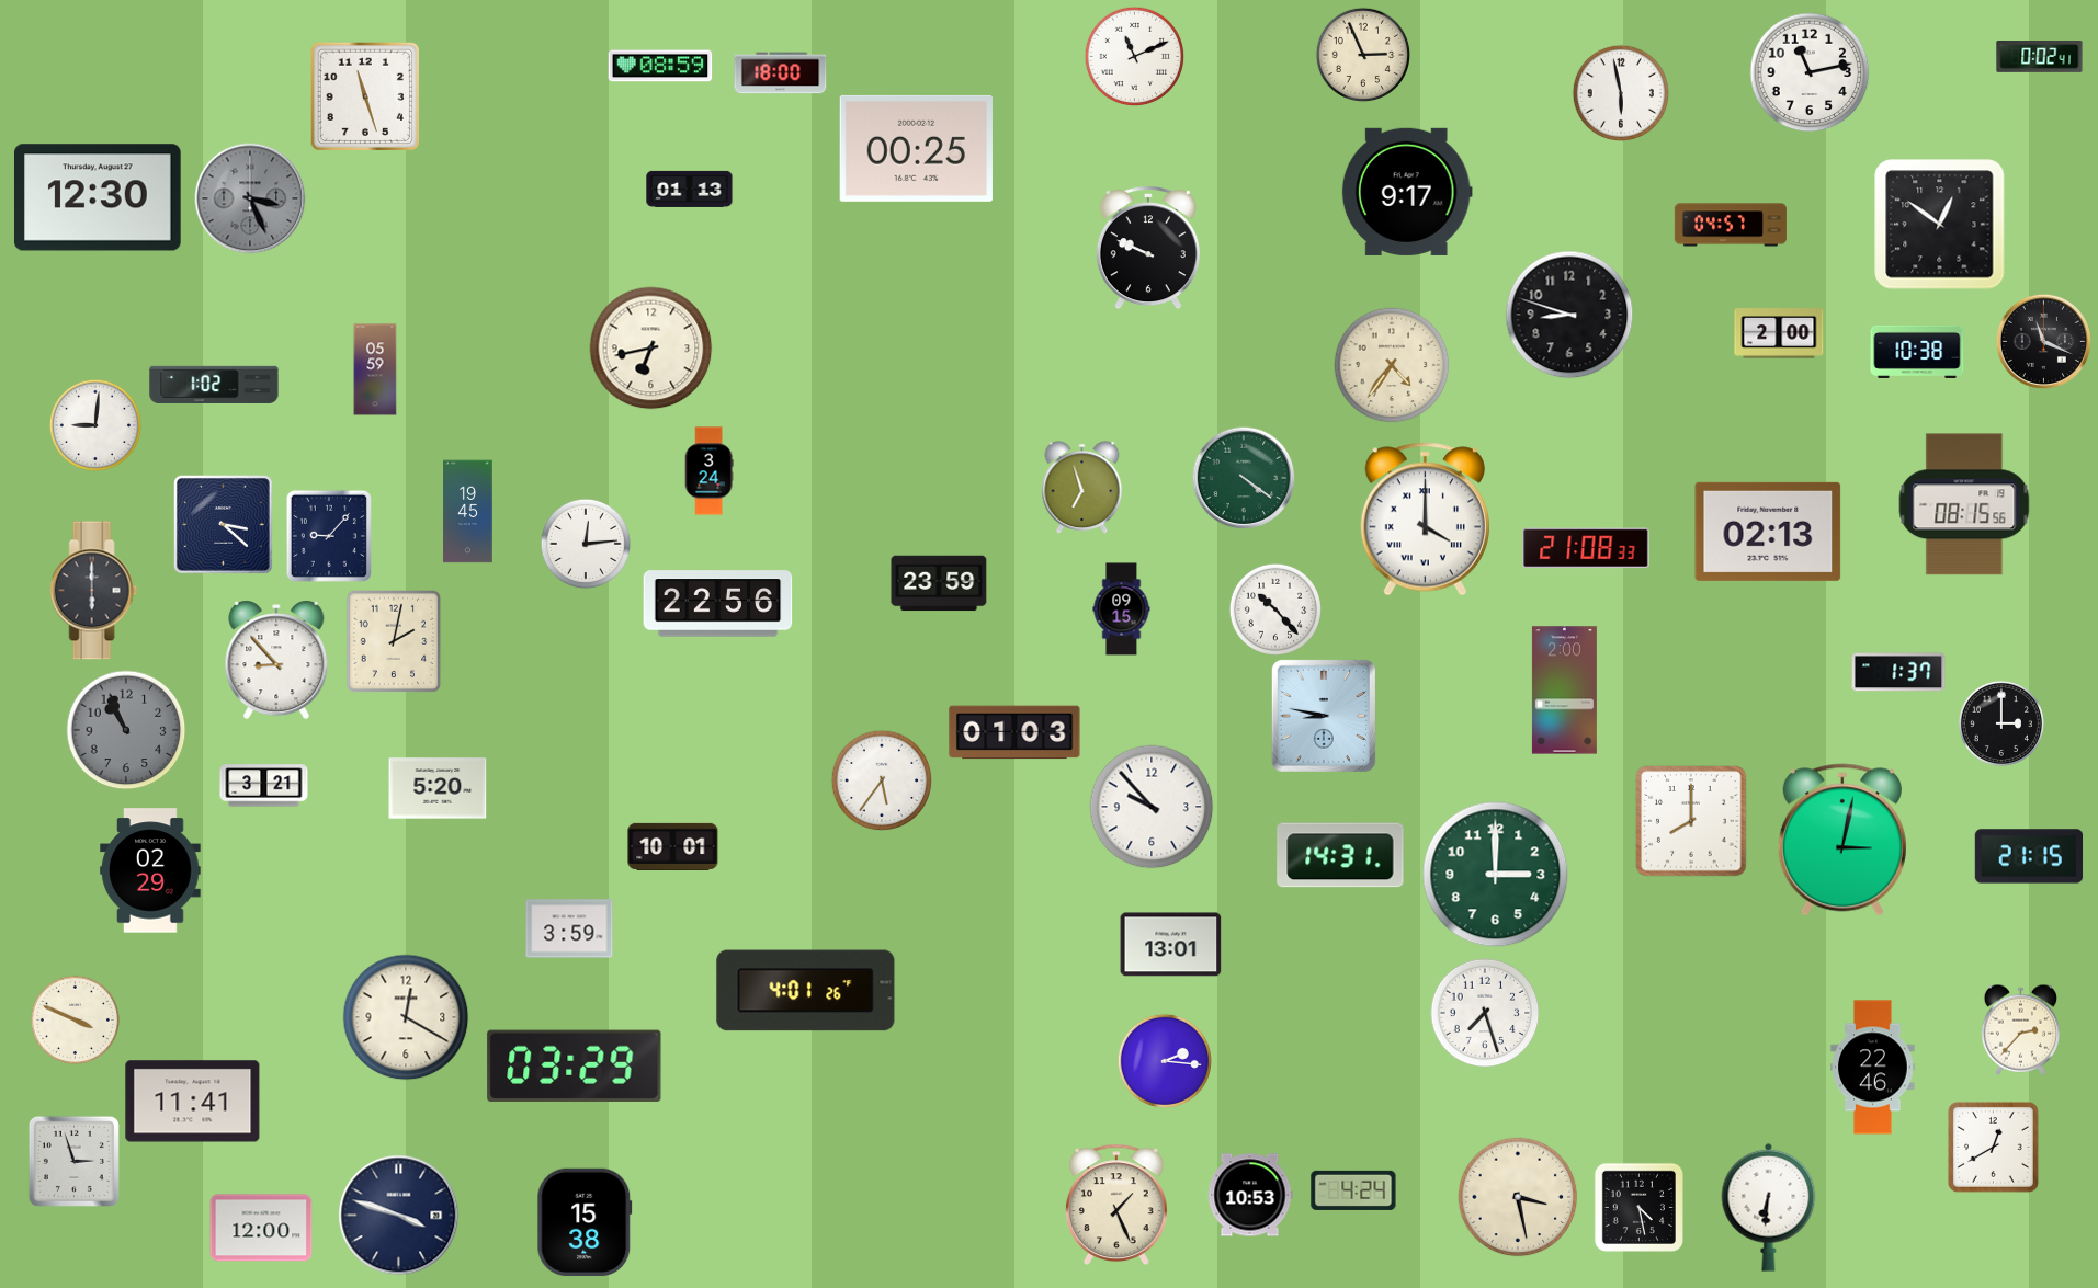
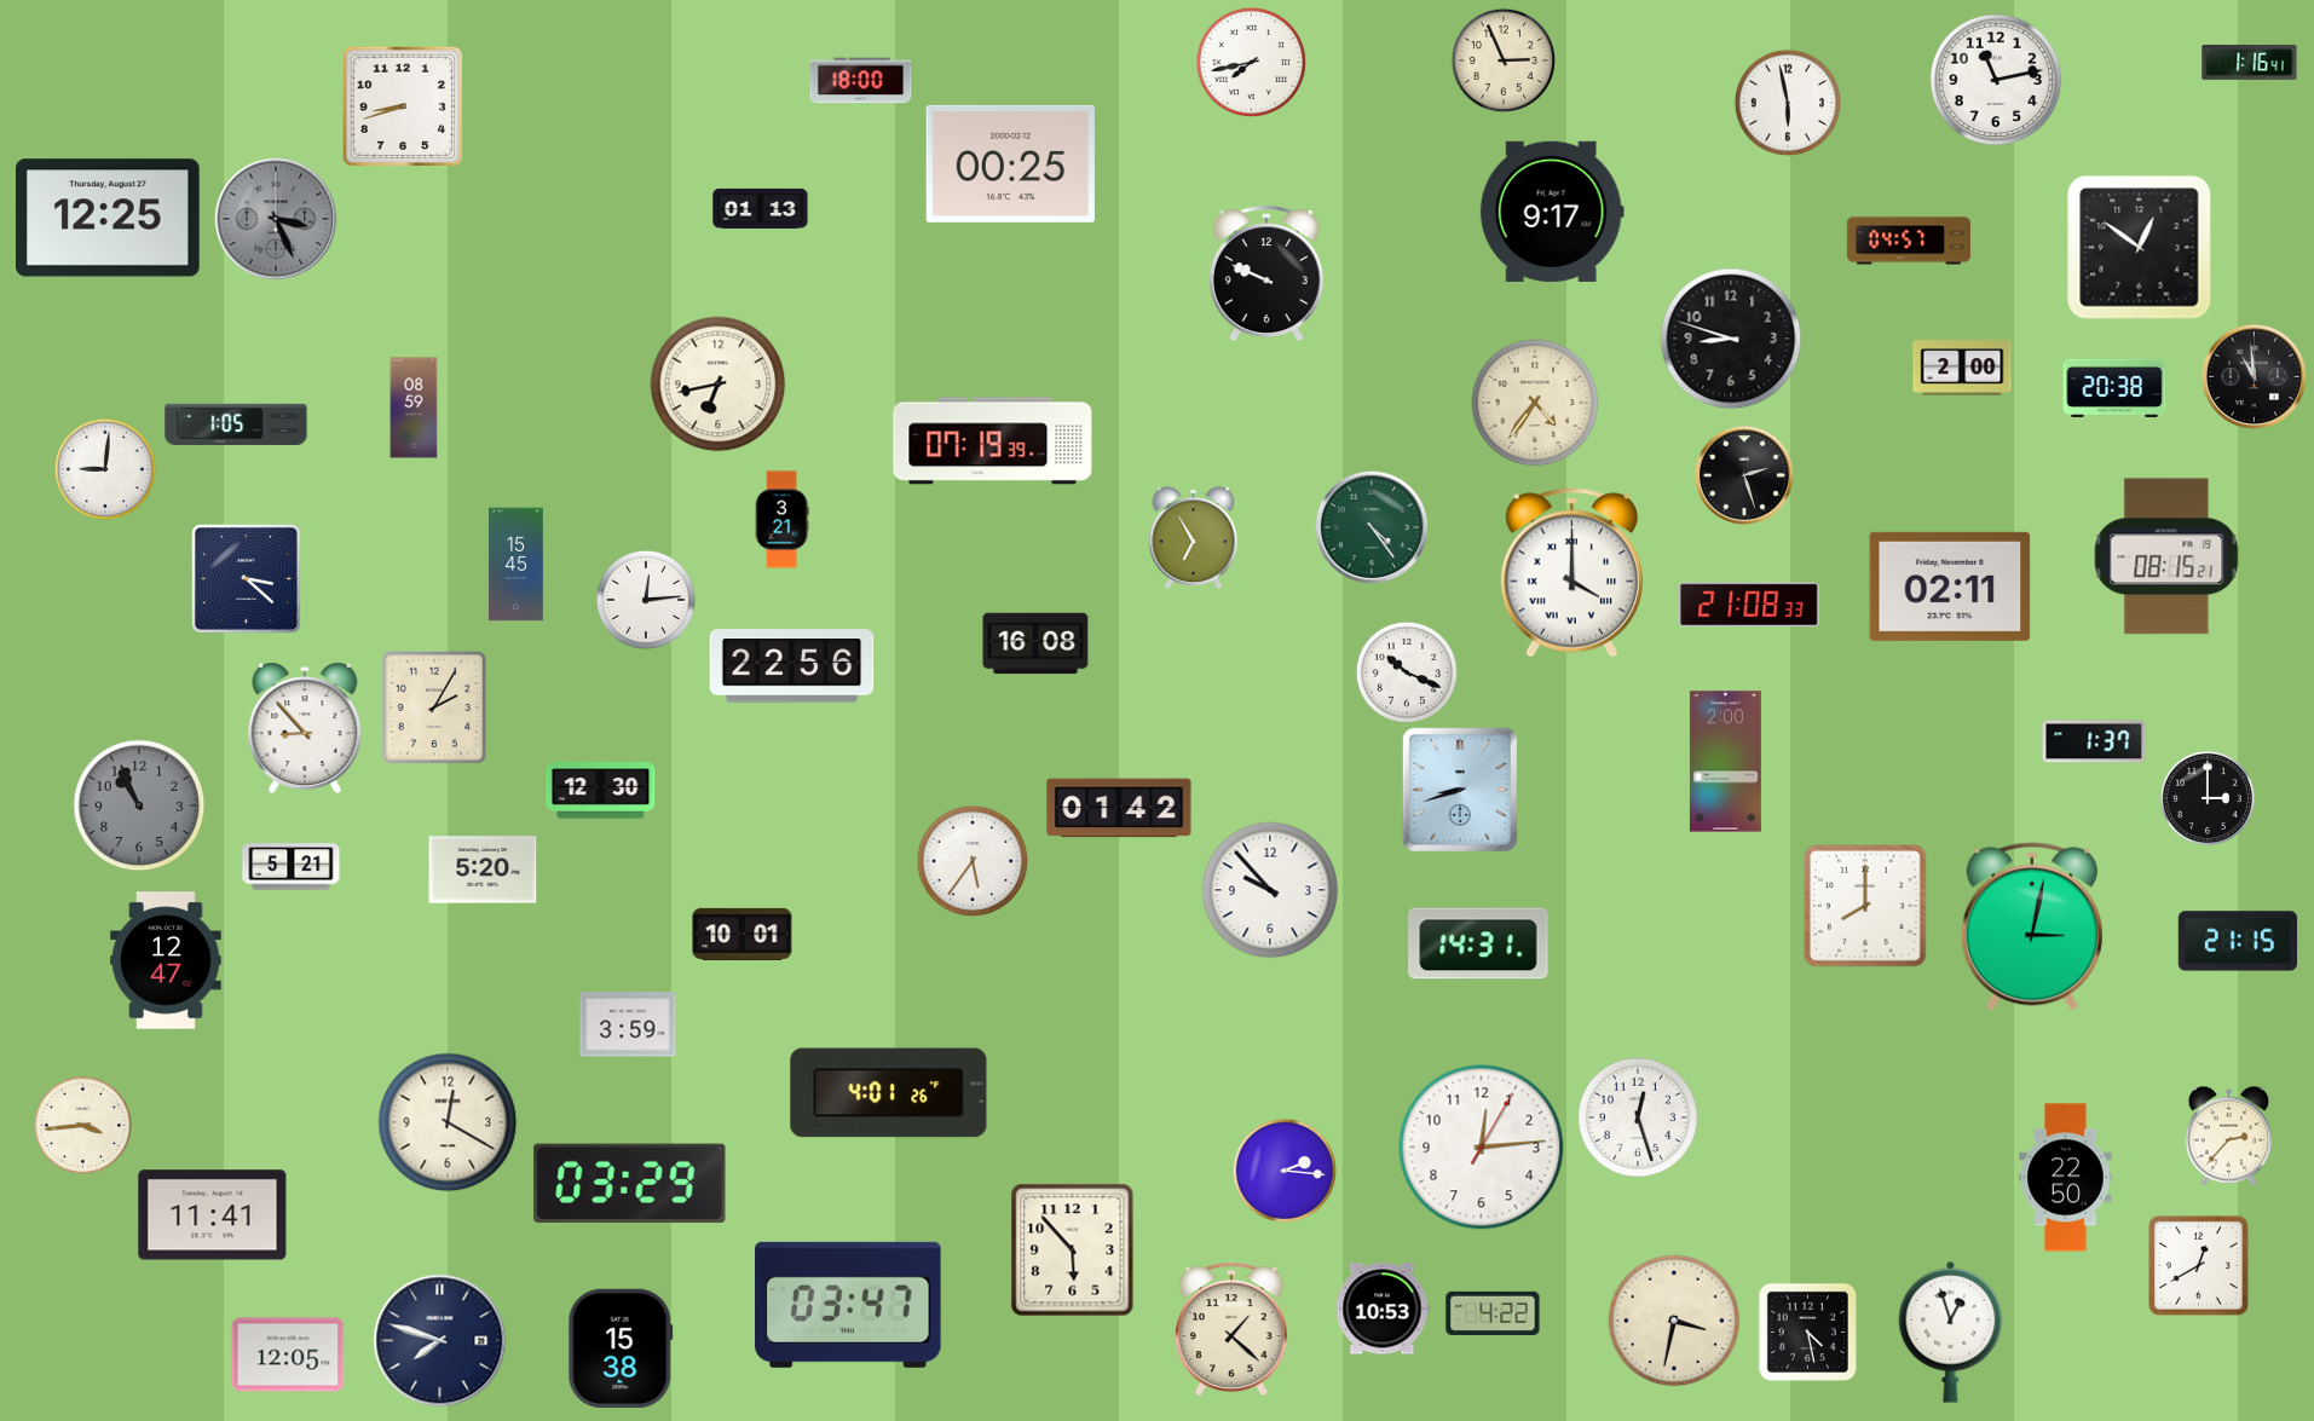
clock at (1134, 56): 11:11 -> 7:43
clock at (2040, 57): 0:02 -> 1:16
clock at (660, 66): 08:59 -> none
clock at (364, 95): 11:27 -> 8:42
clock at (99, 197): 12:30 -> 12:25
clock at (1731, 225) position: (1731, 225) -> (1909, 241)
clock at (1569, 315) position: (1569, 315) -> (1731, 339)
clock at (2043, 341): 11:19 -> 10:59
clock at (1917, 352): 10:38 -> 20:38
clock at (375, 369): 05:59 -> 08:59
clock at (214, 385): 1:02 -> 1:05
clock at (993, 441): none -> 07:19
clock at (1744, 475): none -> 2:27
clock at (708, 471): 3:24 -> 3:21
clock at (1244, 478): 4:21 -> 4:24
clock at (1082, 488): 6:57 -> 6:55
clock at (1964, 504): 08:15:56 -> 08:15:21
clock at (468, 512): 19:45 -> 15:45
clock at (1768, 532): 02:13 -> 02:11
clock at (329, 536): 9:07 -> none
clock at (939, 583): 23:59 -> 16:08
clock at (94, 591): 6:00 -> none
clock at (1274, 608): 10:23 -> 10:19
clock at (1122, 609): 09:15 -> none
clock at (394, 641): 2:02 -> 2:05
clock at (1324, 716): 8:47 -> 8:42
clock at (601, 791): none -> 12:30
clock at (1014, 732): 01:03 -> 01:42
clock at (264, 786): 3:21 -> 5:21
clock at (2029, 856) position: (2029, 856) -> (2238, 941)
clock at (150, 870): 02:29 -> 12:47
clock at (1496, 875): 3:00 -> none
clock at (1171, 945): 13:01 -> none
clock at (1485, 1013): 7:27 -> 12:27
clock at (75, 1019): 3:49 -> 3:44
clock at (1482, 1148): none -> 12:14
clock at (575, 1065) position: (575, 1065) -> (630, 1183)
clock at (1873, 1068): 22:46 -> 22:50
clock at (1073, 1250): none -> 5:53
clock at (73, 1161): 2:57 -> none
clock at (848, 1305): none -> 03:47
clock at (1353, 1190): 4:24 -> 4:22
clock at (1250, 1195) position: (1250, 1195) -> (1383, 1309)
clock at (1518, 1197): 3:28 -> 3:32
clock at (1116, 1204): 1:26 -> 1:22
clock at (1769, 1207): 6:31 -> 12:57
clock at (399, 1216): 3:48 -> 7:48
clock at (585, 1221) position: (585, 1221) -> (621, 1347)
clock at (261, 1228): 12:00 -> 12:05
